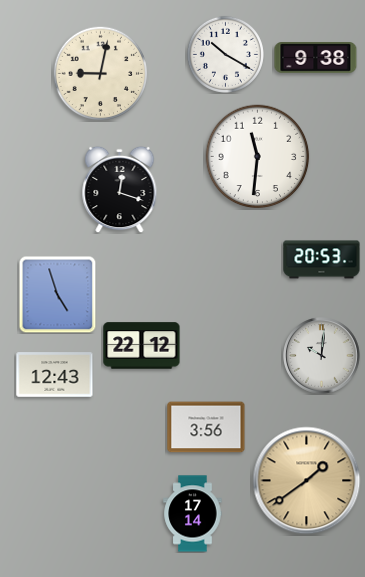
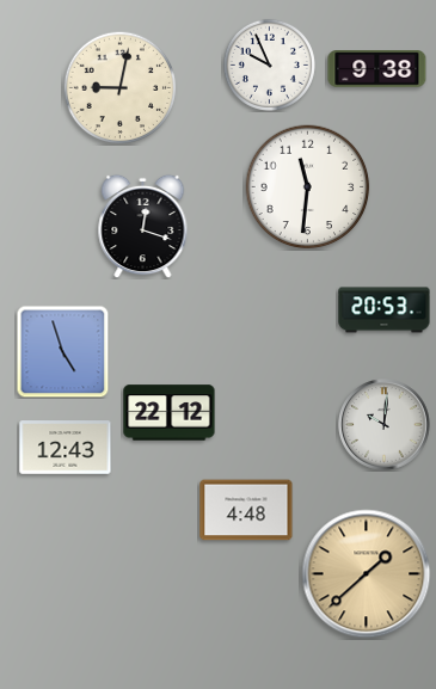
clock at (225, 54): 10:20 -> 9:56
clock at (57, 294) position: (57, 294) -> (62, 351)
clock at (206, 427): 3:56 -> 4:48
clock at (307, 481): 1:39 -> 1:38
clock at (193, 514): 17:14 -> none
